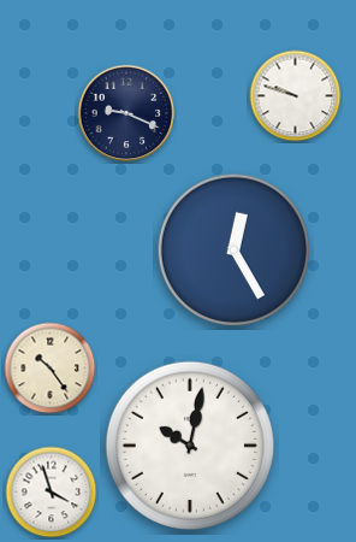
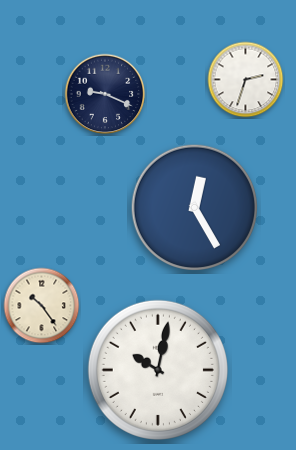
clock at (296, 96): 9:48 -> 2:33
clock at (52, 493): 3:57 -> none
